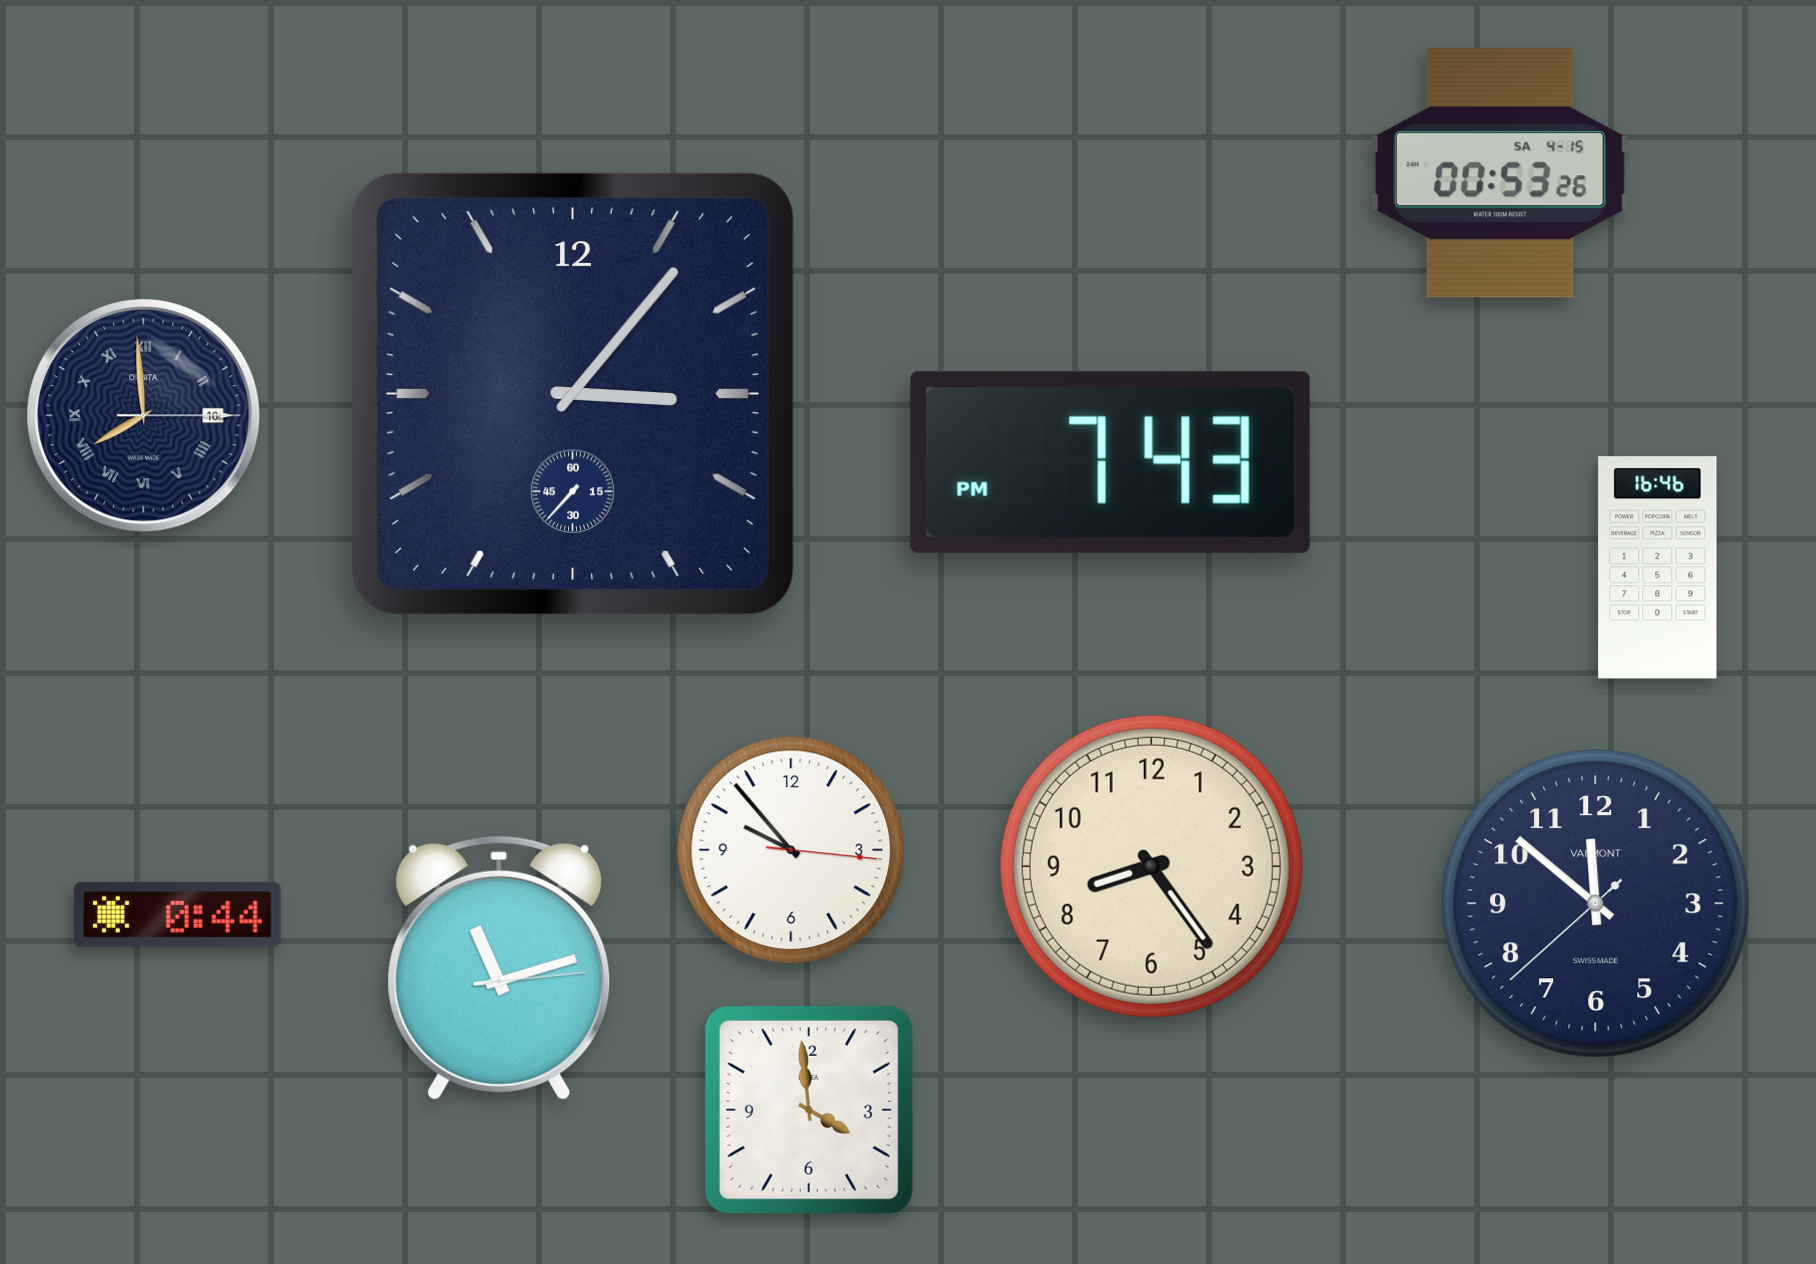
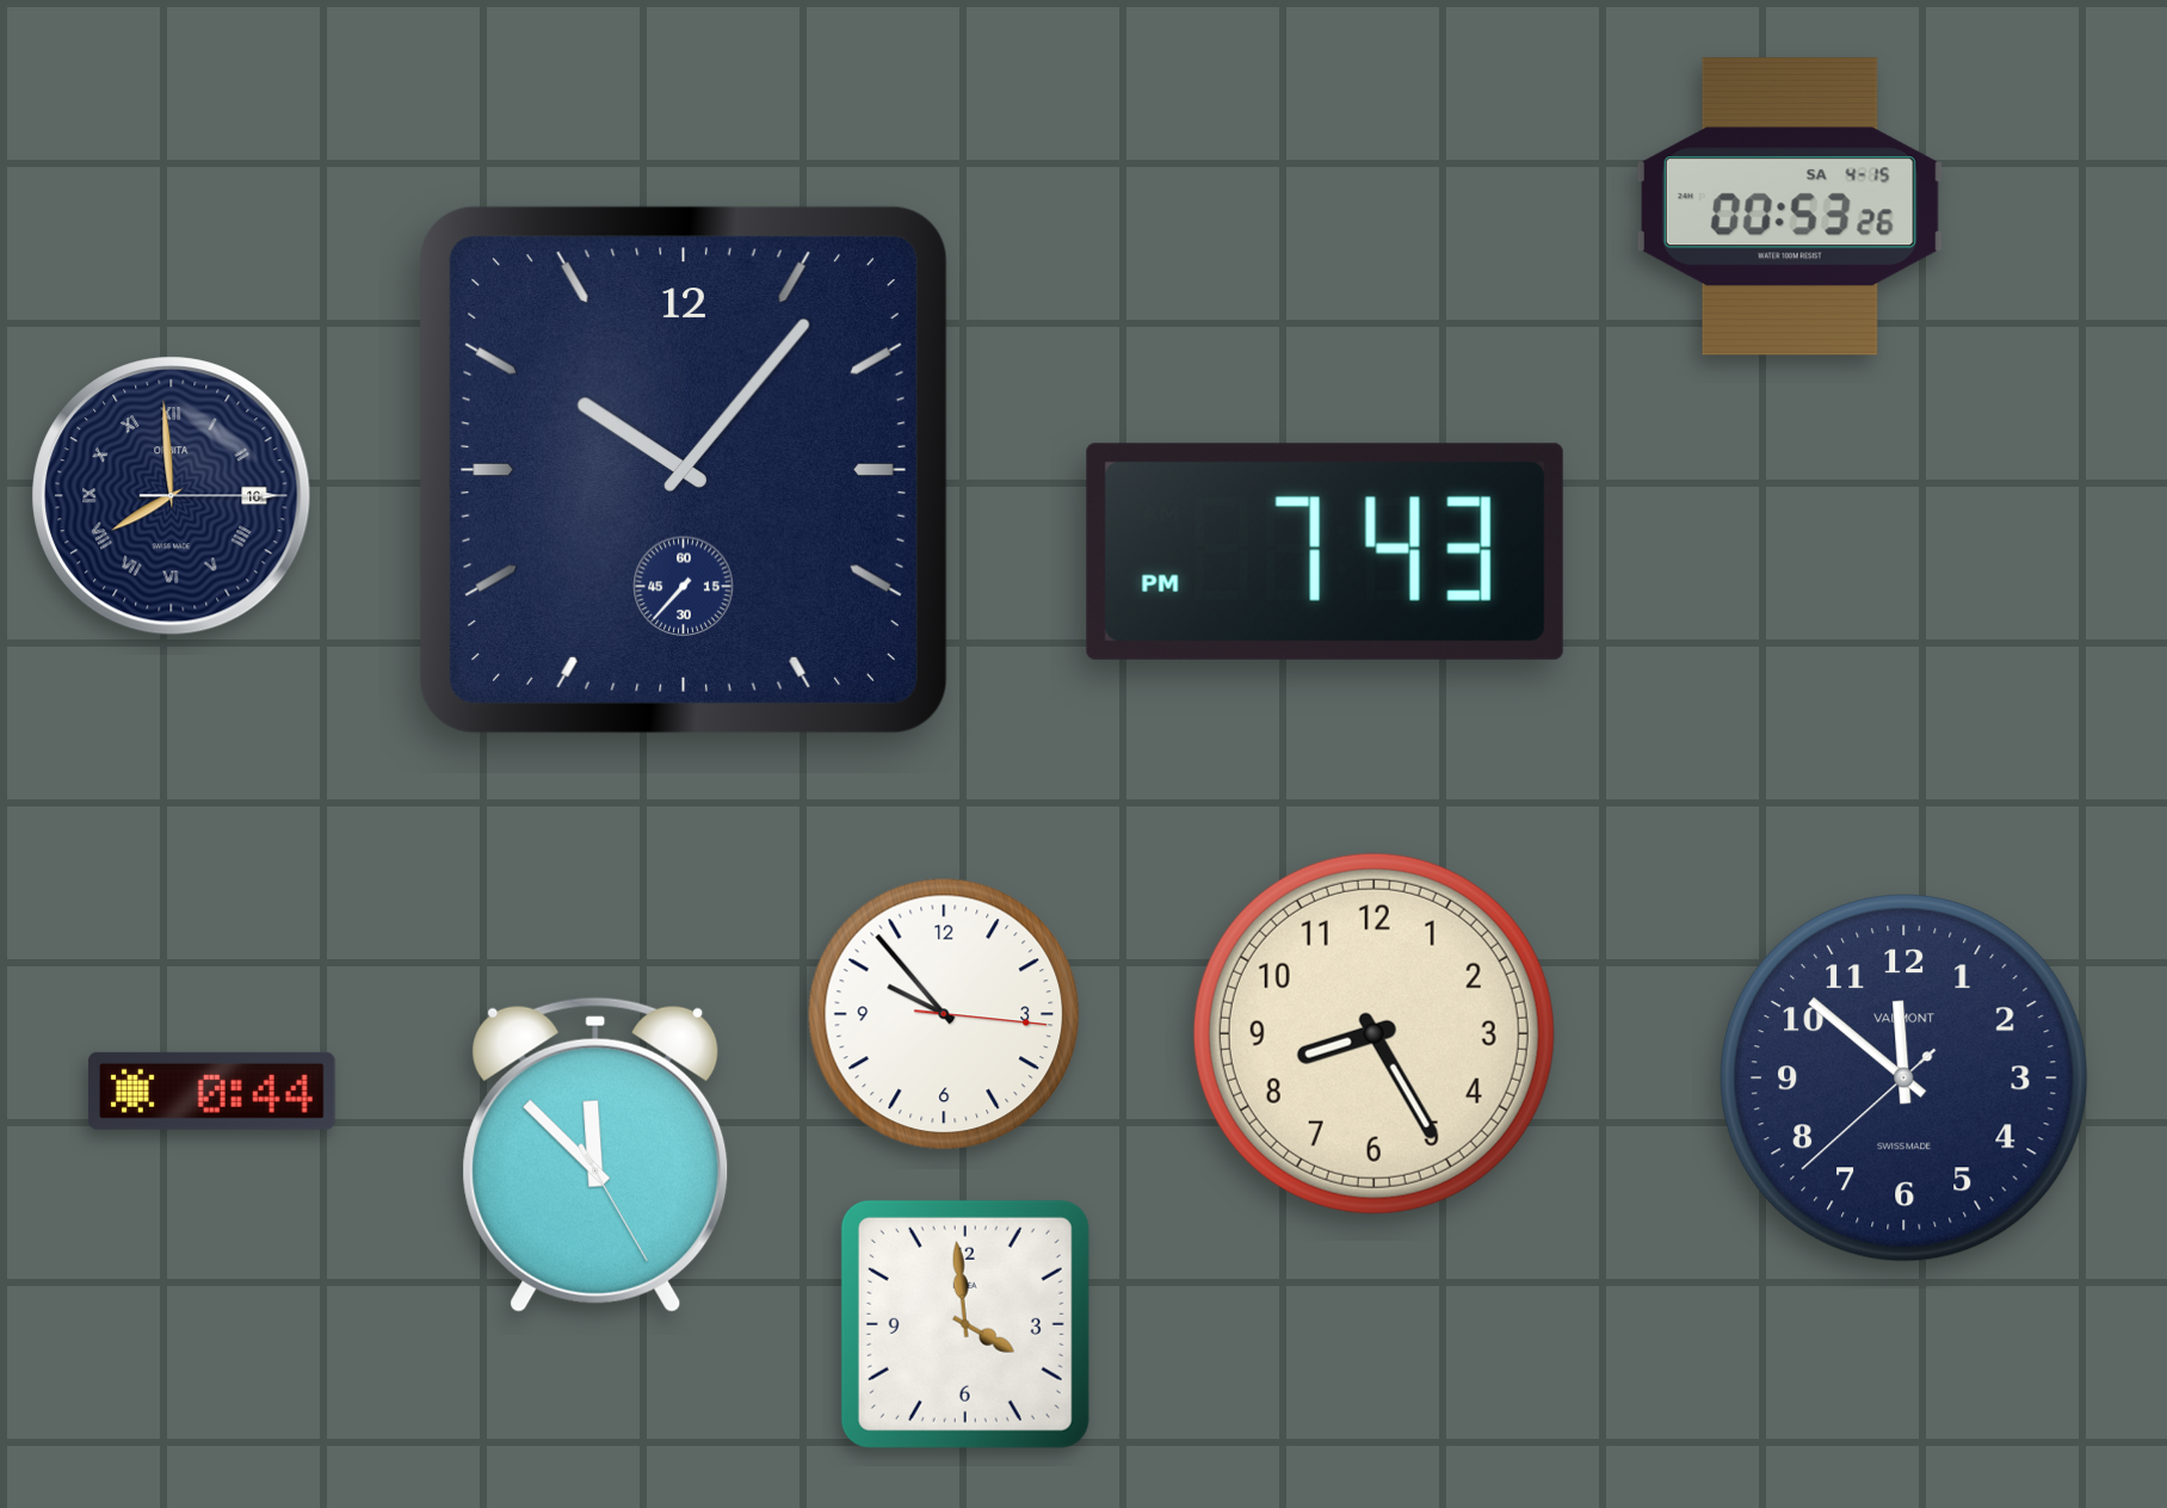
clock at (573, 394): 3:06 -> 10:06
clock at (1658, 568): 16:46 -> none
clock at (1151, 866): 8:24 -> 8:25
clock at (499, 968): 11:12 -> 11:52
